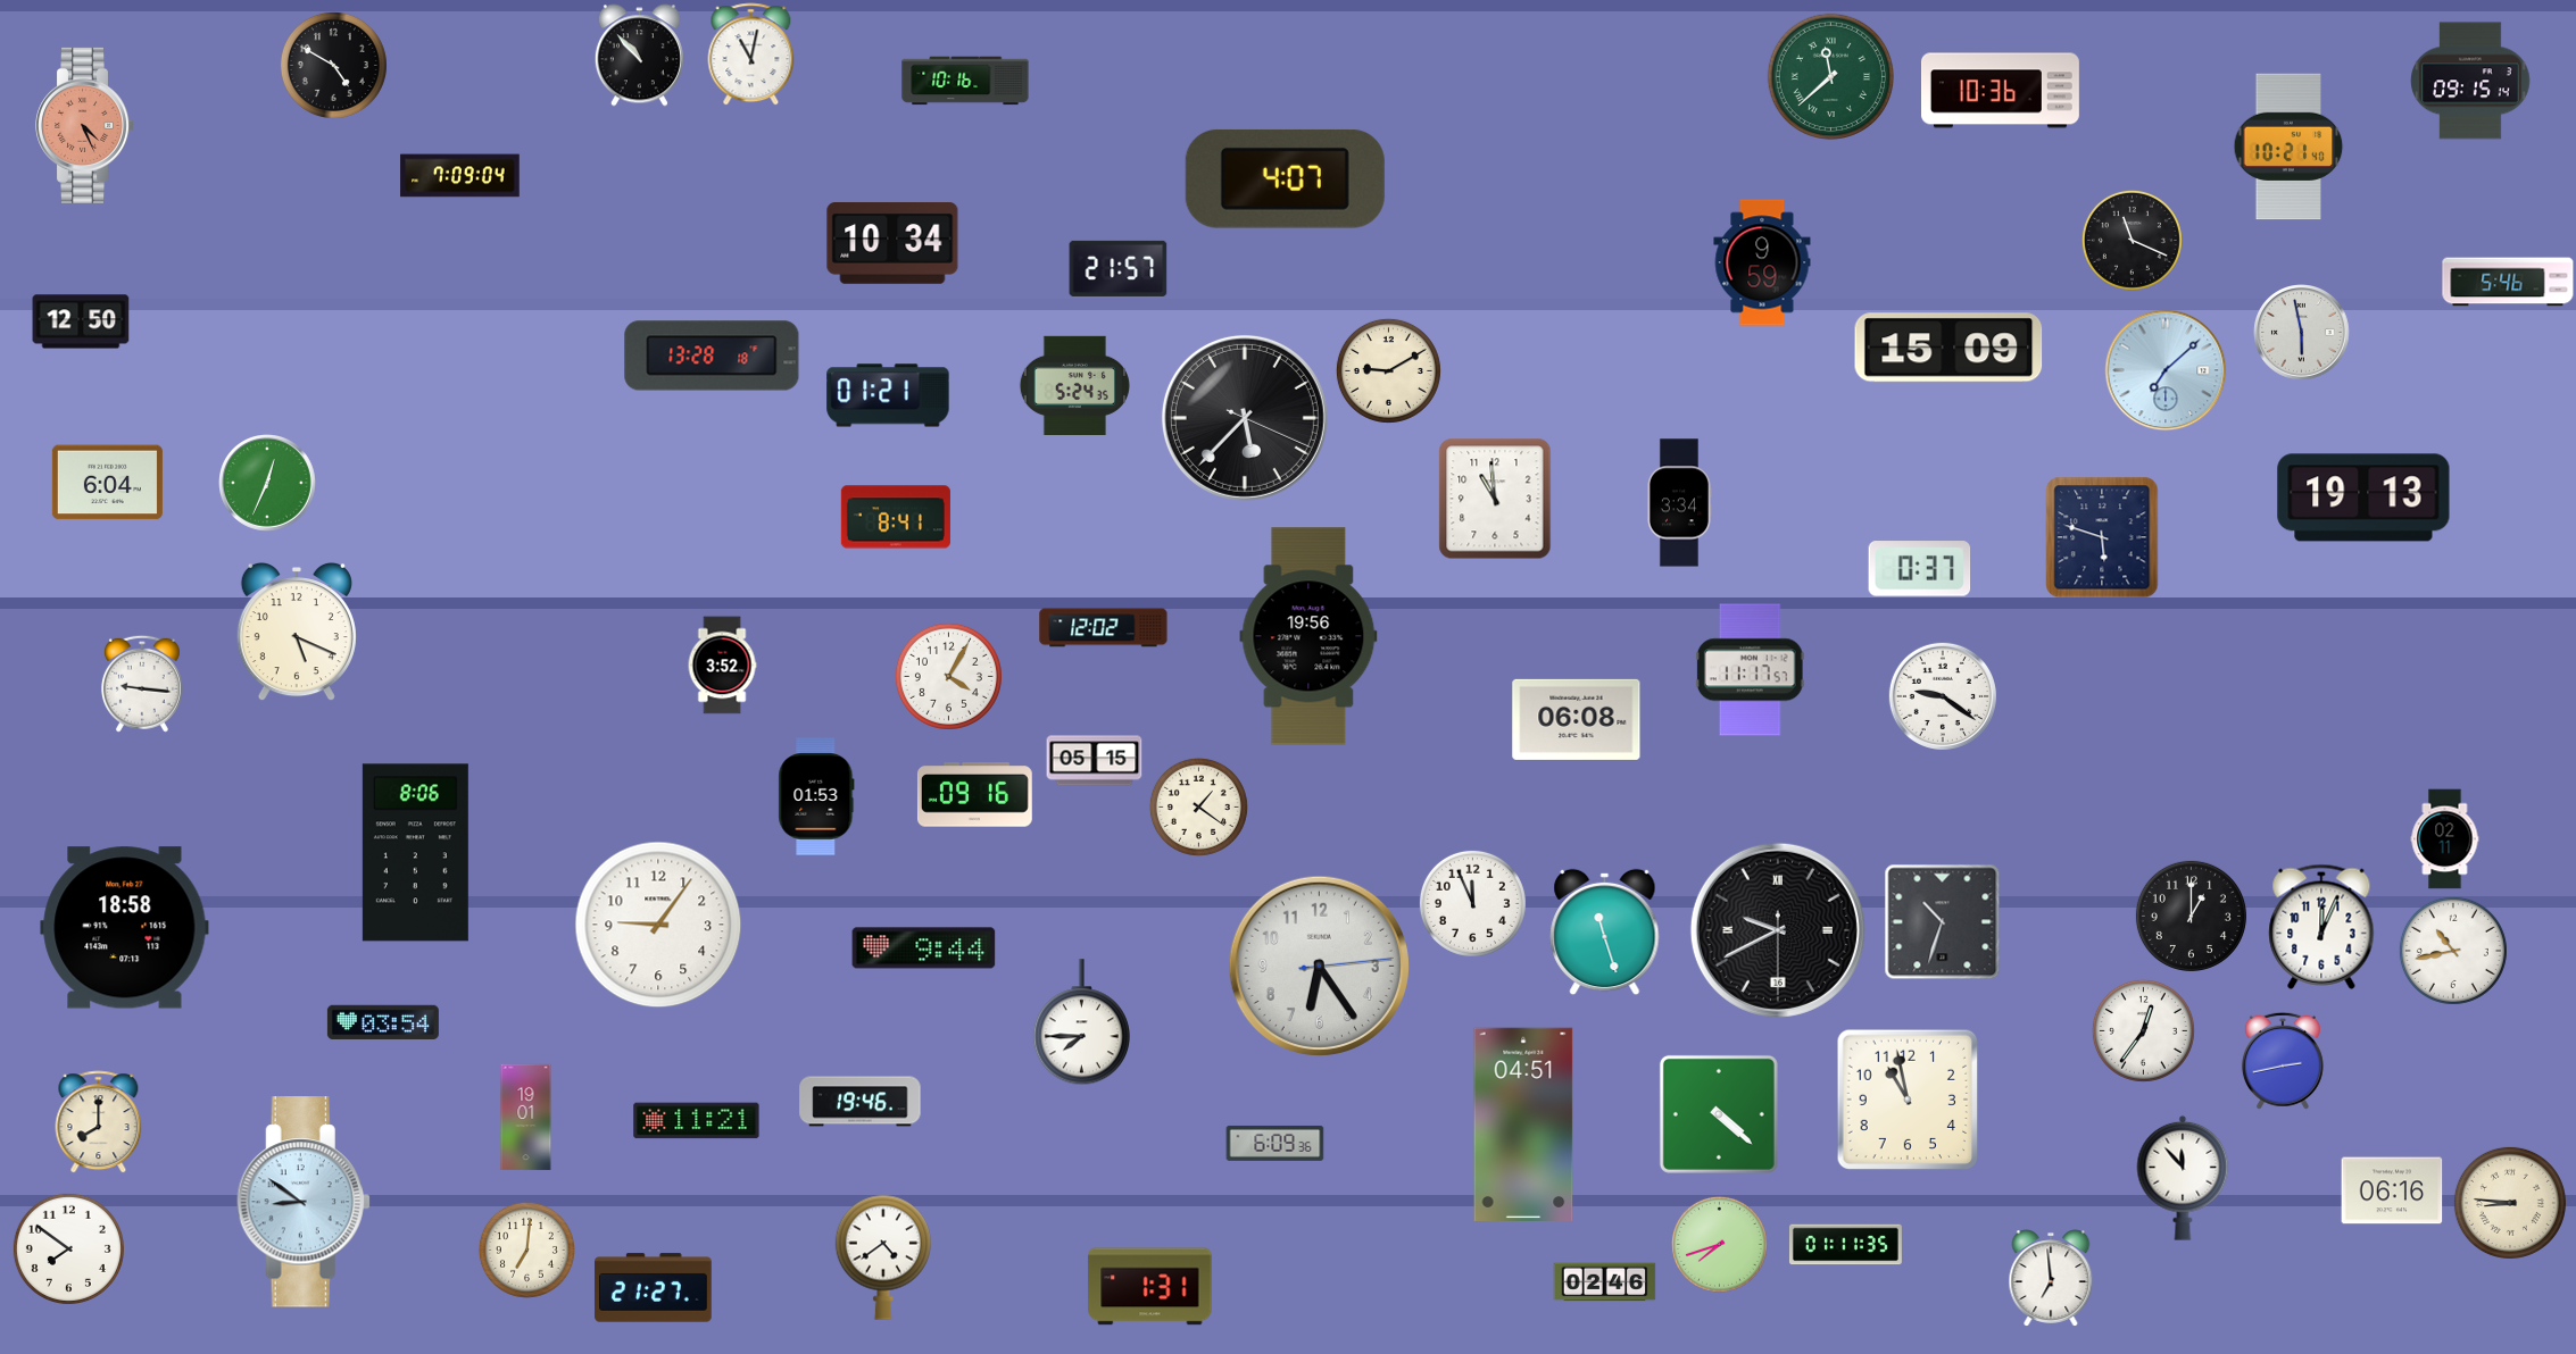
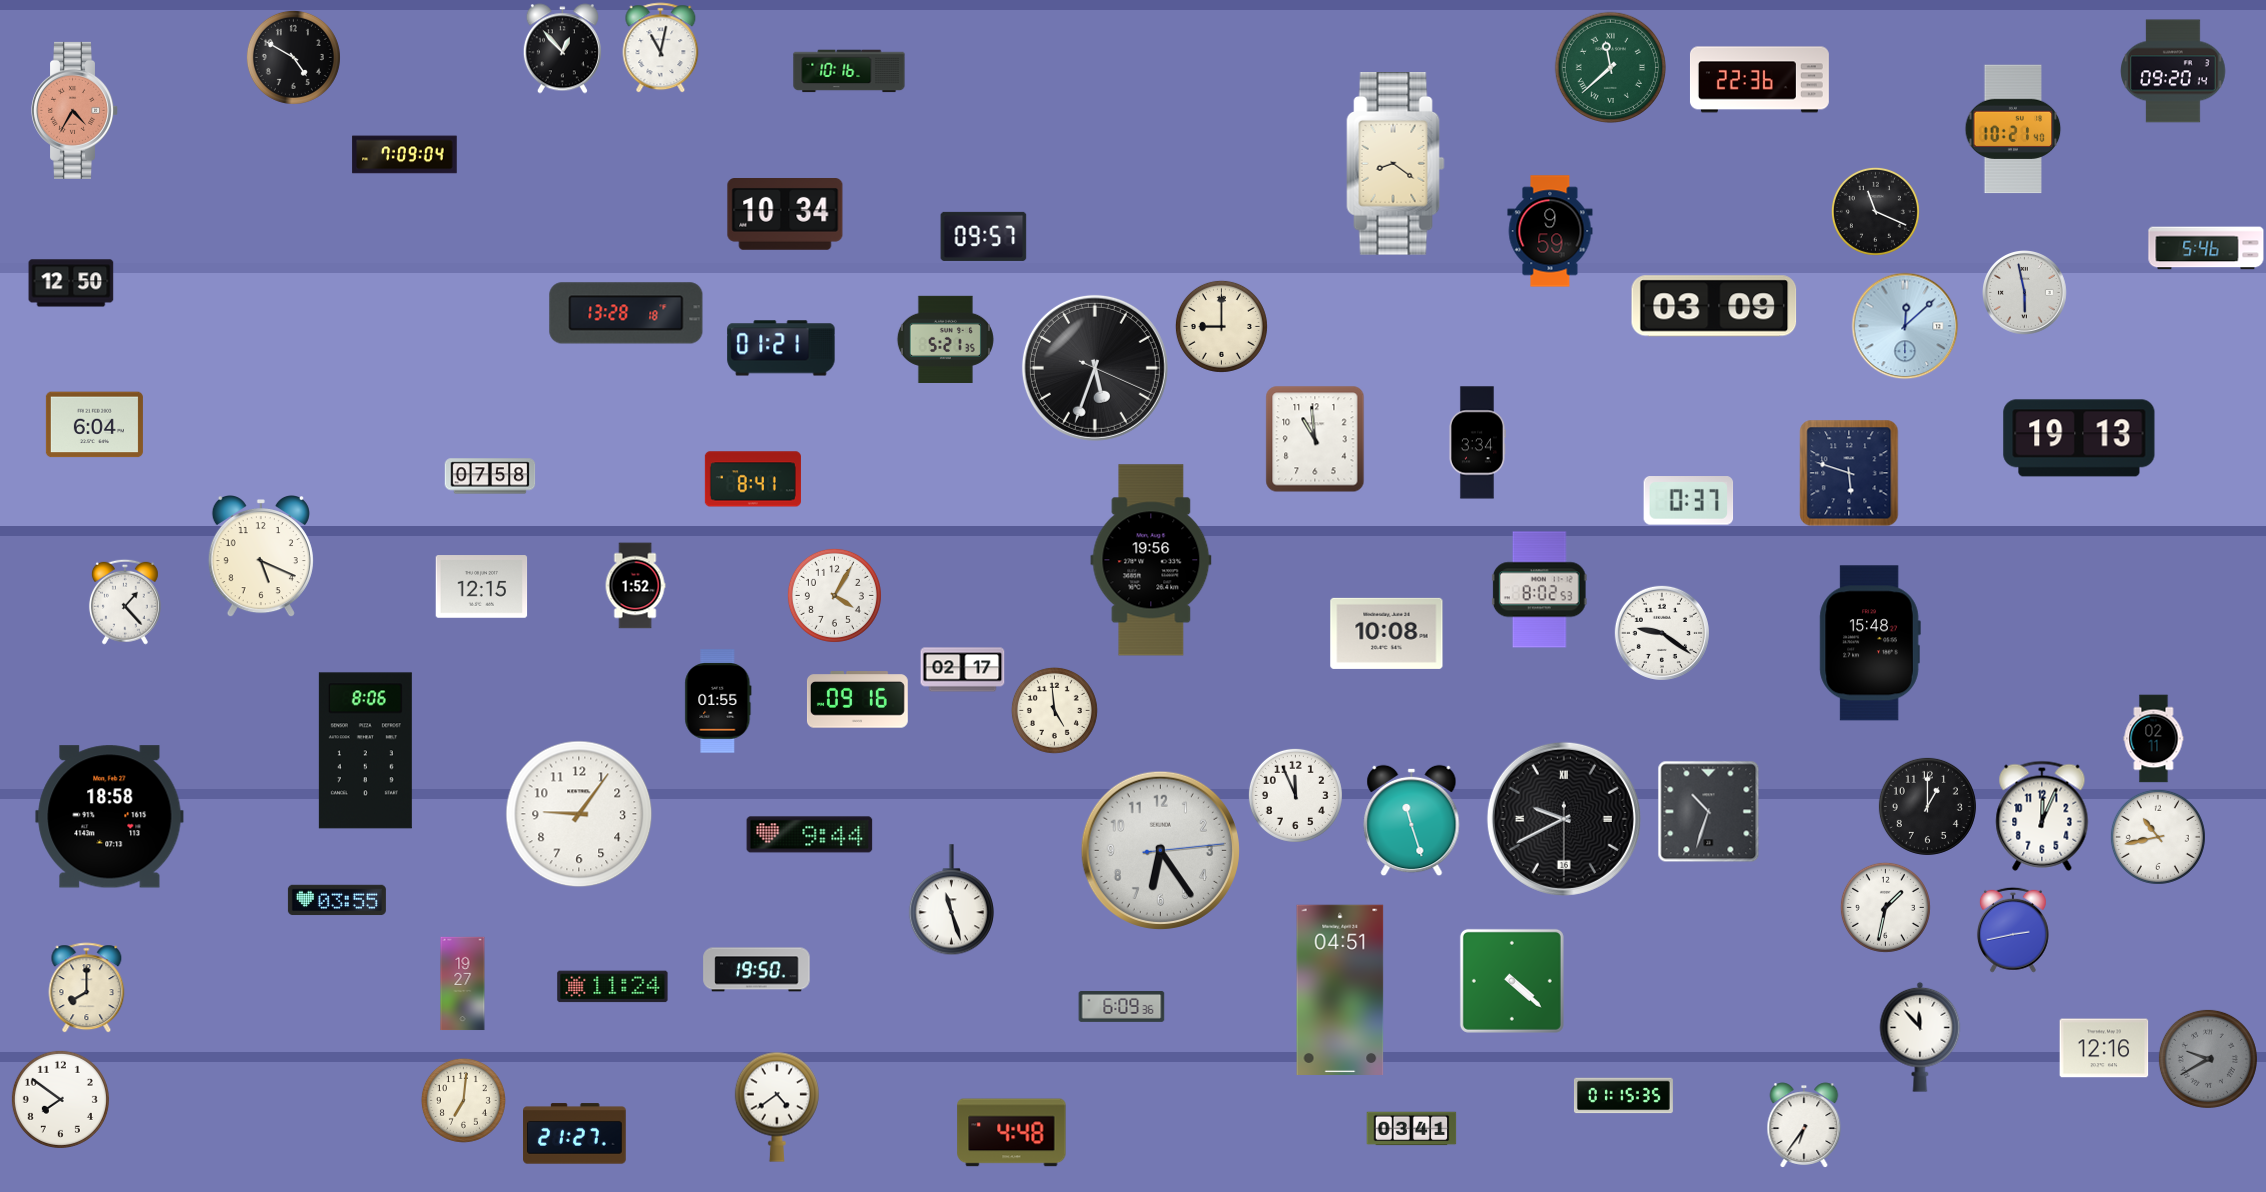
clock at (639, 56): 10:53 -> 12:53
clock at (2470, 81): 09:15 -> 09:20
clock at (2000, 91): 10:36 -> 22:36
clock at (85, 125): 4:26 -> 4:35
clock at (1285, 179): 4:07 -> none
clock at (1396, 164): none -> 8:21
clock at (1119, 268): 21:57 -> 09:57
clock at (1948, 348): 15:09 -> 03:09
clock at (1388, 370): 9:10 -> 9:00
clock at (2166, 370): 7:08 -> 12:08
clock at (1074, 385): 5:24 -> 5:21
clock at (1245, 418): 5:37 -> 5:33
clock at (268, 484): 12:34 -> none
clock at (896, 517) position: (896, 517) -> (753, 479)
clock at (490, 476): none -> 07:58
clock at (1104, 628): 12:02 -> none
clock at (722, 666): 3:52 -> 1:52
clock at (482, 587): none -> 12:15
clock at (1750, 670): 11:17 -> 8:02
clock at (142, 684): 9:16 -> 1:23
clock at (1943, 696) position: (1943, 696) -> (1662, 633)
clock at (1577, 719): 06:08 -> 10:08
clock at (1870, 643): none -> 15:48
clock at (1095, 761): 05:15 -> 02:17
clock at (816, 796): 01:53 -> 01:55
clock at (1198, 806): 1:21 -> 4:59
clock at (2445, 839) position: (2445, 839) -> (2154, 739)
clock at (924, 948) position: (924, 948) -> (810, 835)
clock at (383, 1022): 03:54 -> 03:55
clock at (1081, 1022): 7:45 -> 11:27
clock at (2143, 1030): 12:36 -> 1:32
clock at (2283, 1061) position: (2283, 1061) -> (2013, 930)
clock at (1908, 1100): 10:58 -> none
clock at (861, 1102): 19:46 -> 19:50
clock at (526, 1118): 19:01 -> 19:27
clock at (697, 1121): 11:21 -> 11:24
clock at (2392, 1190): 06:16 -> 12:16
clock at (304, 1202): 8:51 -> none
clock at (2510, 1203): 8:46 -> 9:40
clock at (2510, 1203) dial: cream -> grey
clock at (1719, 1244): 7:42 -> none
clock at (1845, 1245): 01:11 -> 01:15
clock at (2051, 1278): 6:59 -> 6:36
clock at (1605, 1282): 02:46 -> 03:41
clock at (1150, 1287): 1:31 -> 4:48
